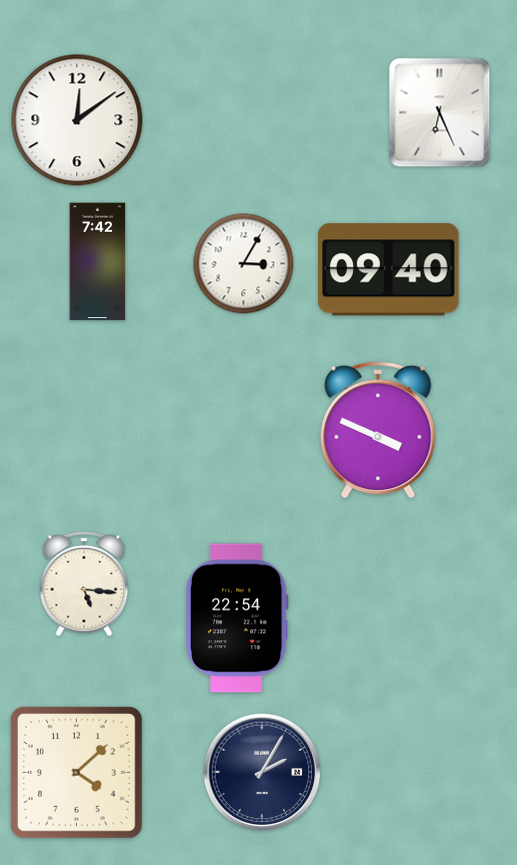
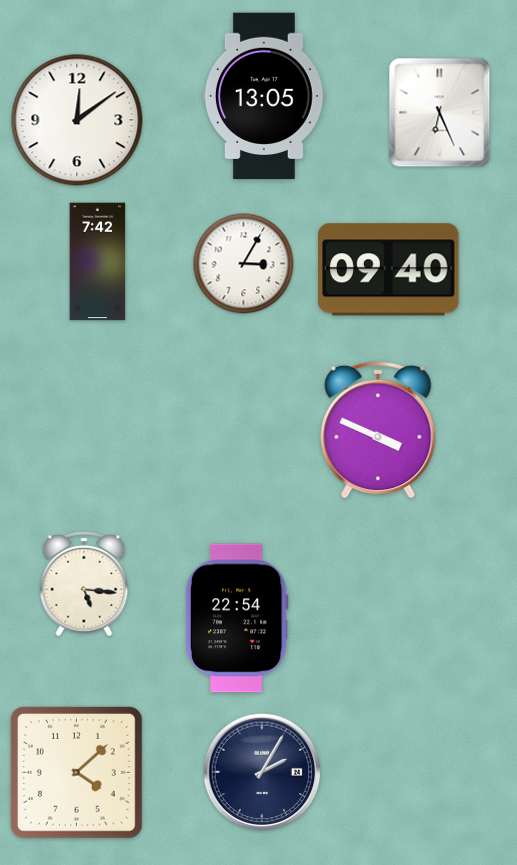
clock at (264, 96): none -> 13:05
